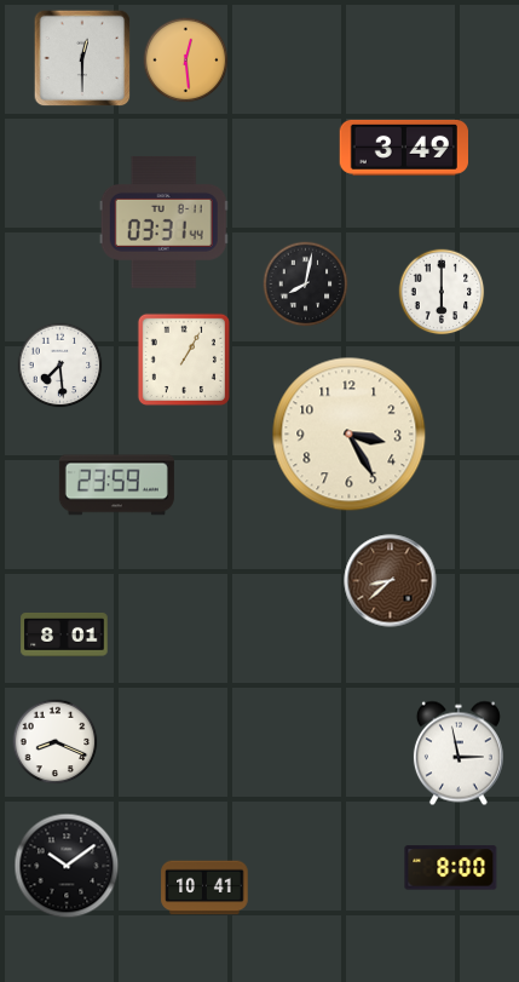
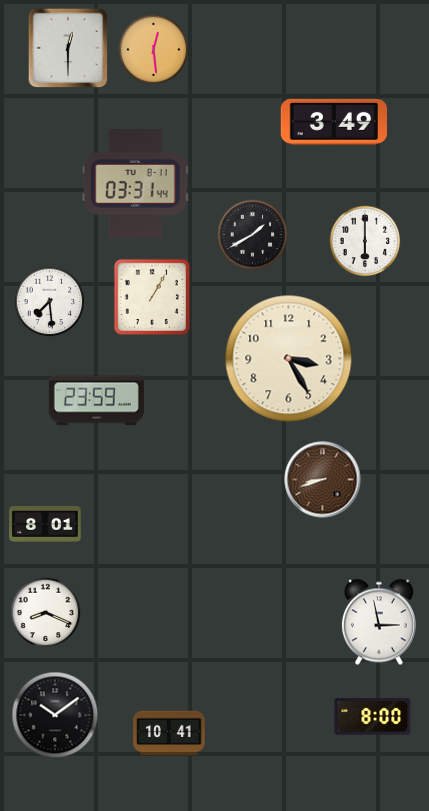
clock at (306, 285): 8:02 -> 1:40
clock at (391, 581): 8:38 -> 8:42
clock at (64, 634) position: (64, 634) -> (45, 524)
